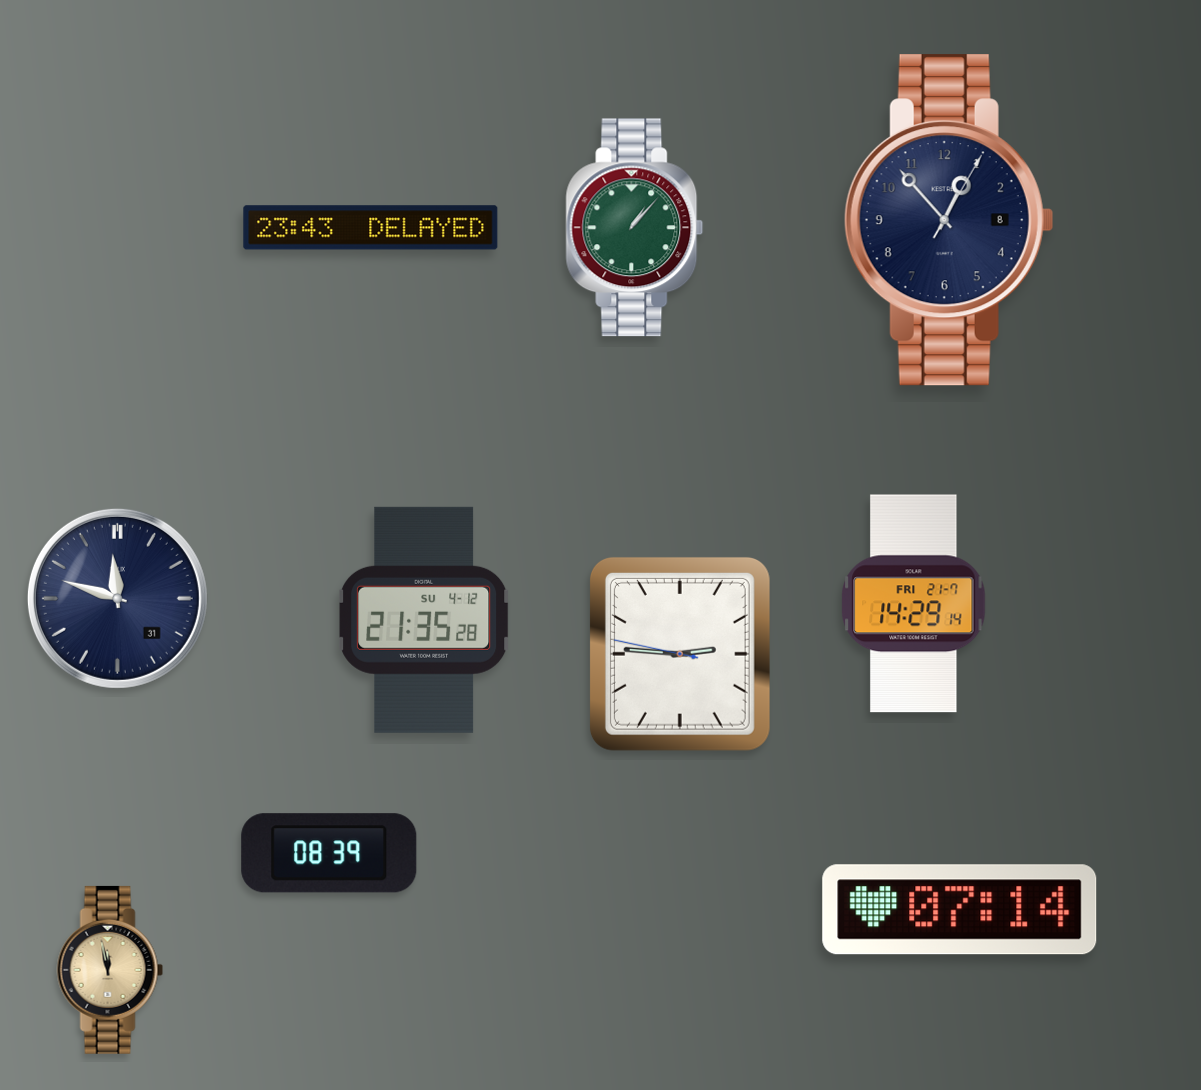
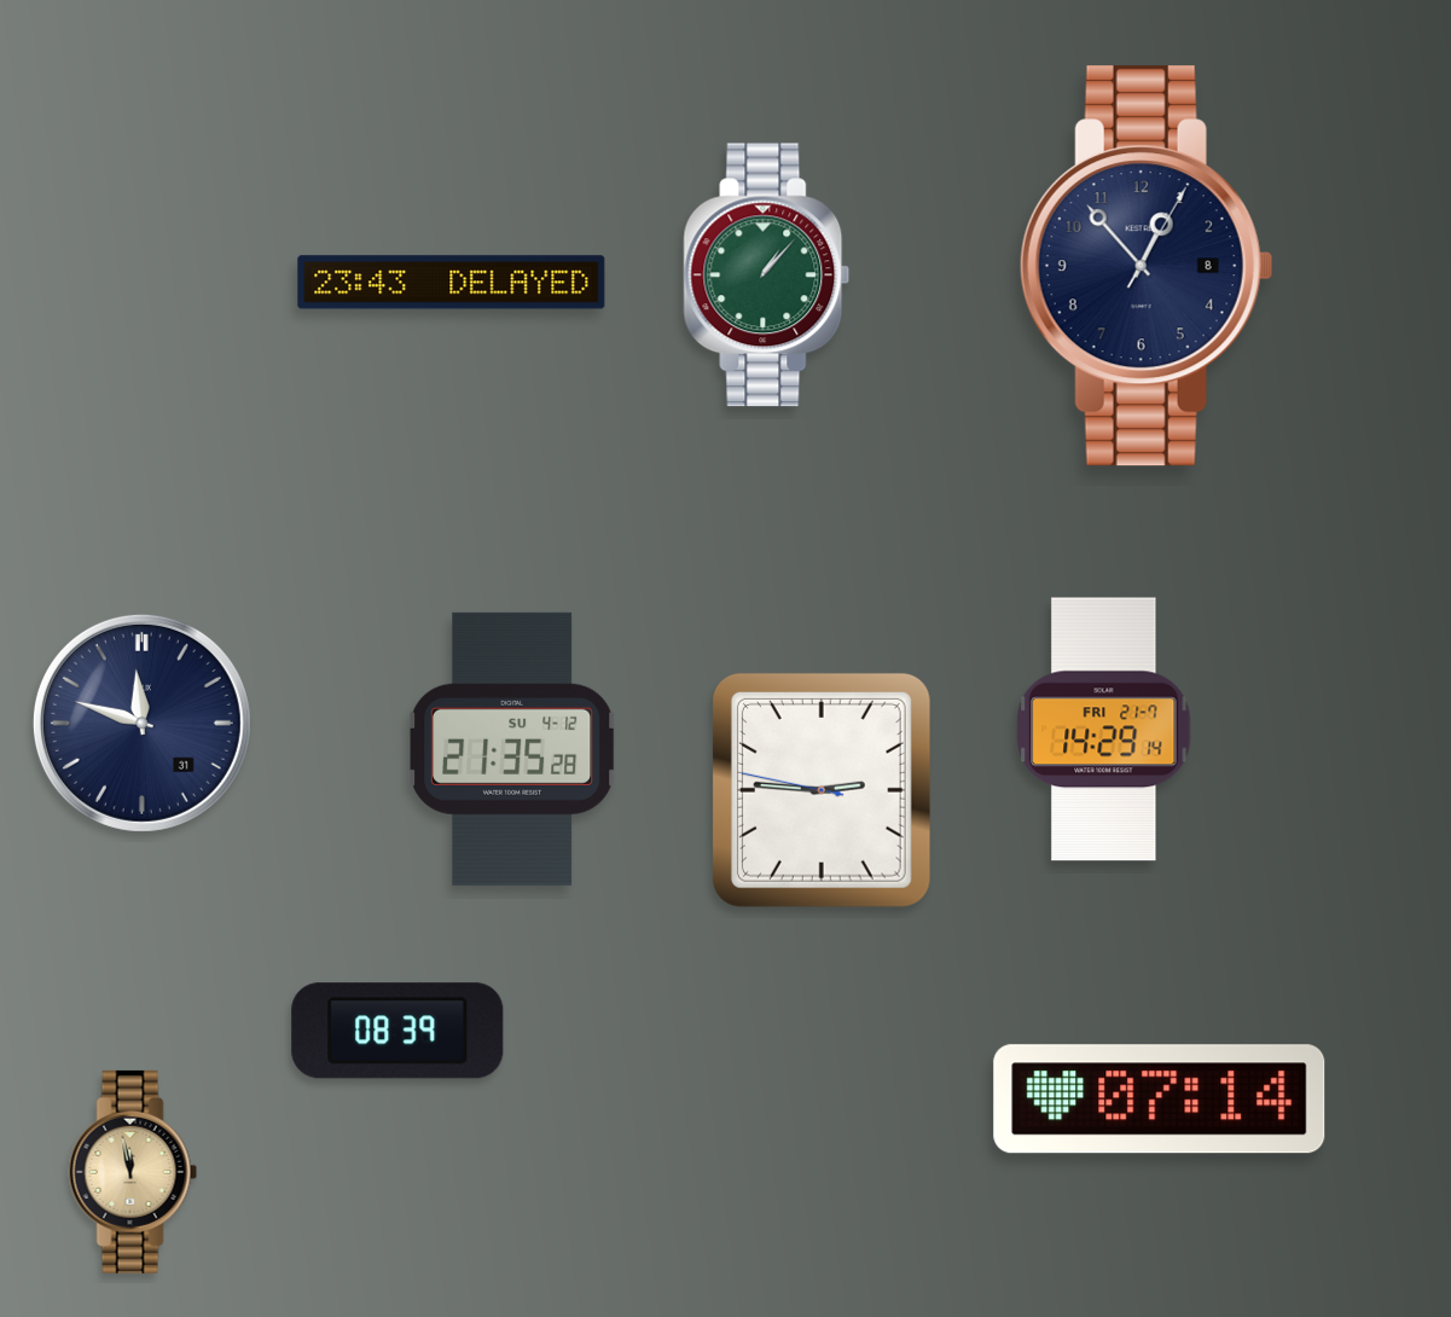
clock at (371, 228) position: (371, 228) -> (452, 283)
